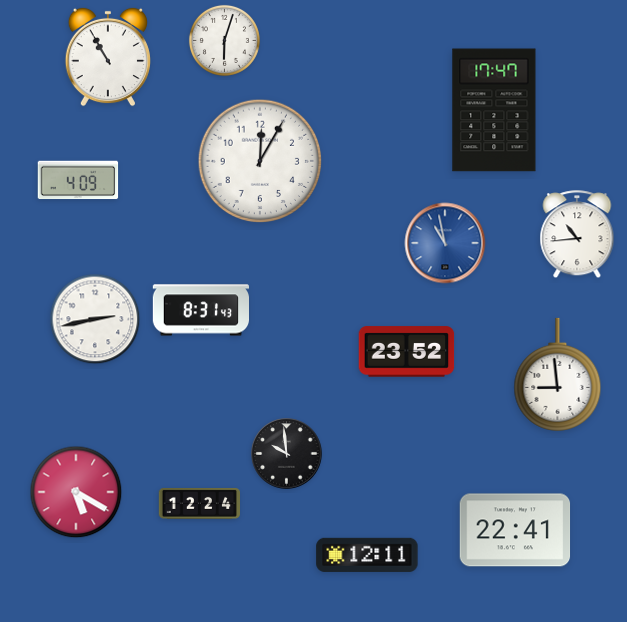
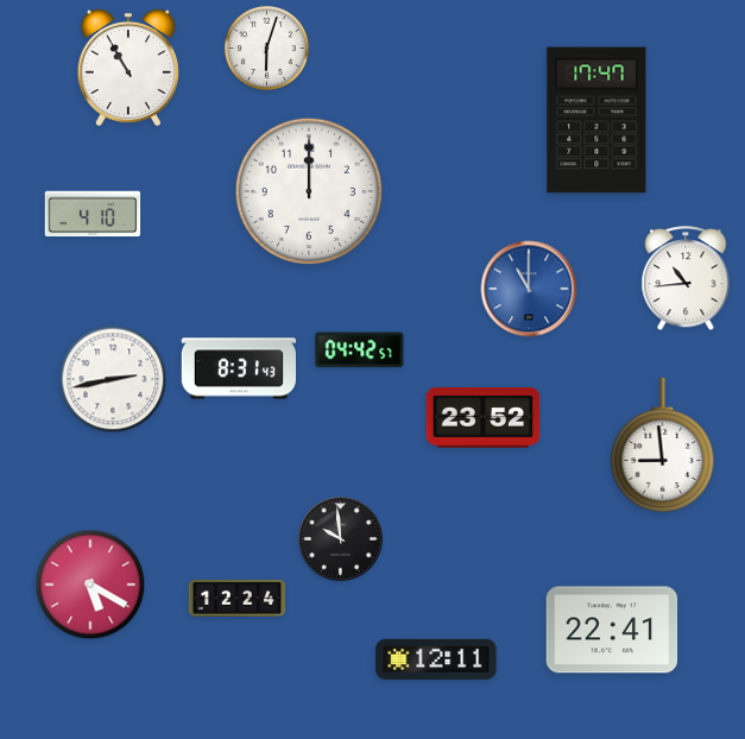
clock at (494, 110) position: (494, 110) -> (596, 120)
clock at (260, 161): 12:05 -> 12:00
clock at (78, 180): 4:09 -> 4:10
clock at (445, 243): 10:58 -> 11:00
clock at (360, 350): none -> 04:42
